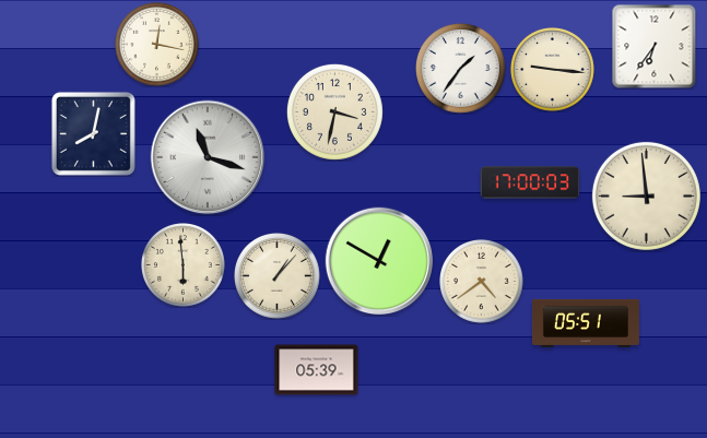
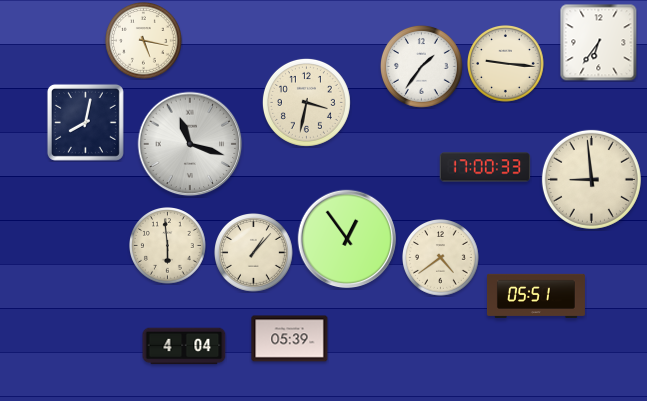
clock at (157, 45): 12:17 -> 5:17
clock at (460, 68) position: (460, 68) -> (421, 66)
clock at (530, 182): 17:00:03 -> 17:00:33
clock at (378, 260): 12:50 -> 12:54
clock at (184, 265) position: (184, 265) -> (168, 246)
clock at (184, 346): none -> 4:04
